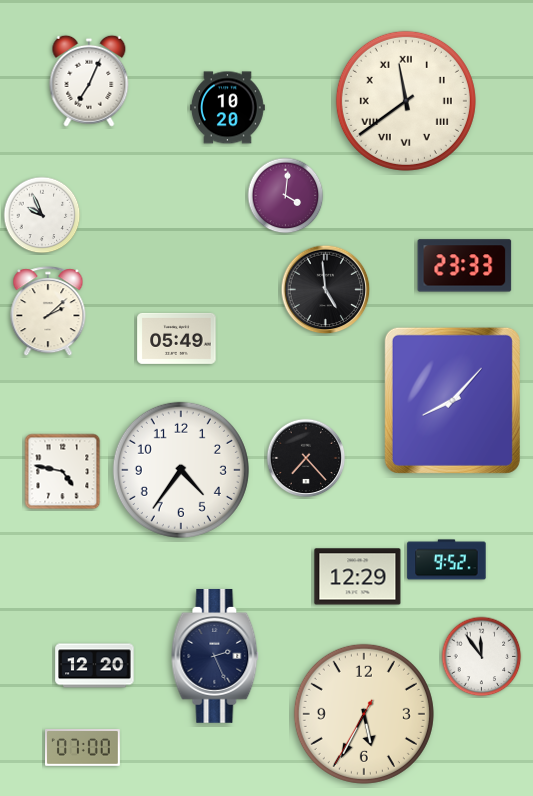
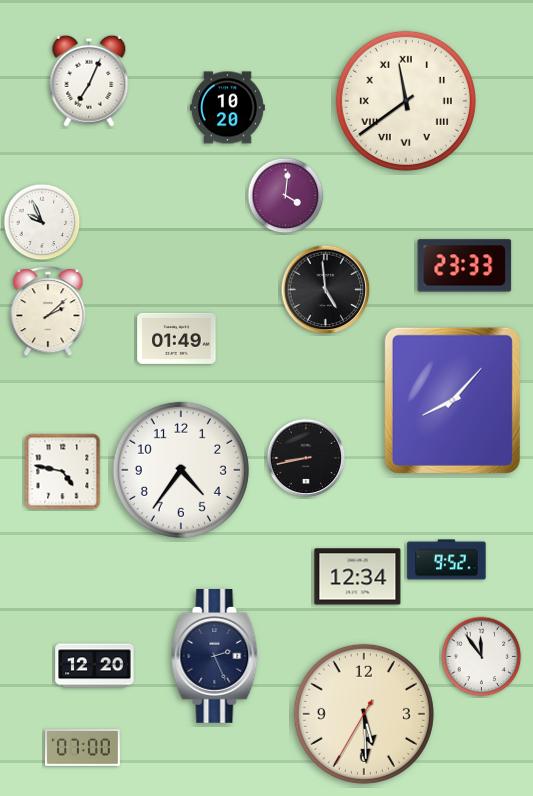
clock at (42, 215) position: (42, 215) -> (42, 222)
clock at (177, 338): 05:49 -> 01:49
clock at (306, 458): 7:23 -> 8:43
clock at (358, 577): 12:29 -> 12:34
clock at (364, 714): 5:34 -> 5:29
